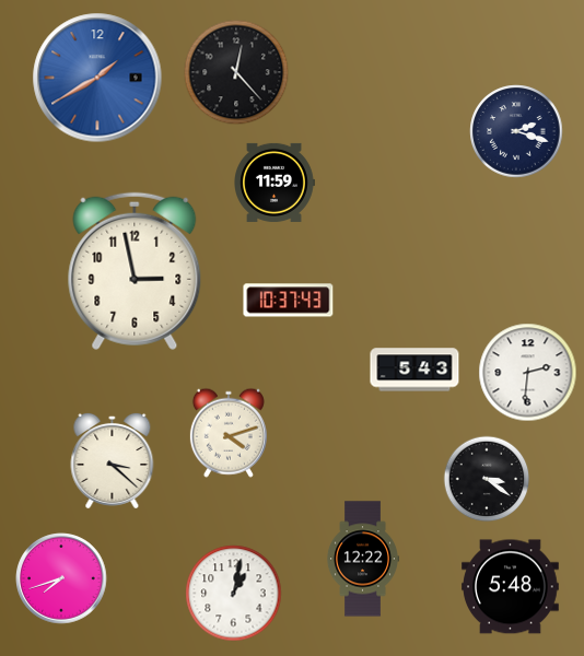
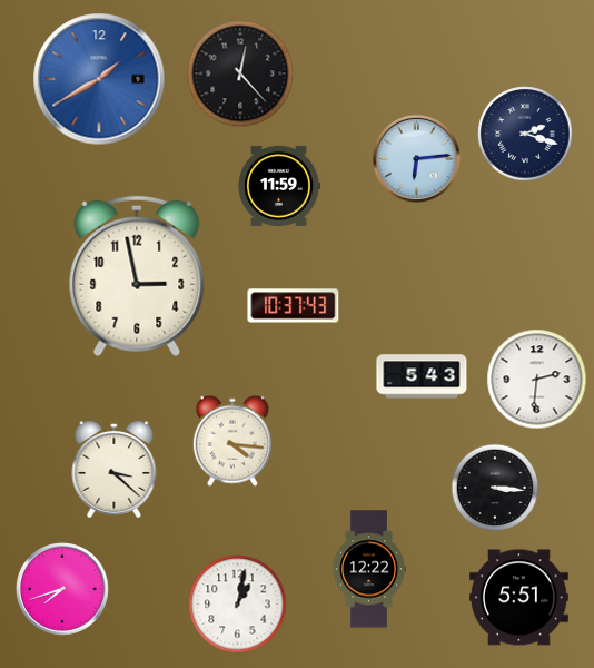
clock at (416, 158): none -> 6:14
clock at (229, 433): 4:12 -> 4:16
clock at (487, 479): 3:21 -> 3:16
clock at (511, 587): 5:48 -> 5:51
